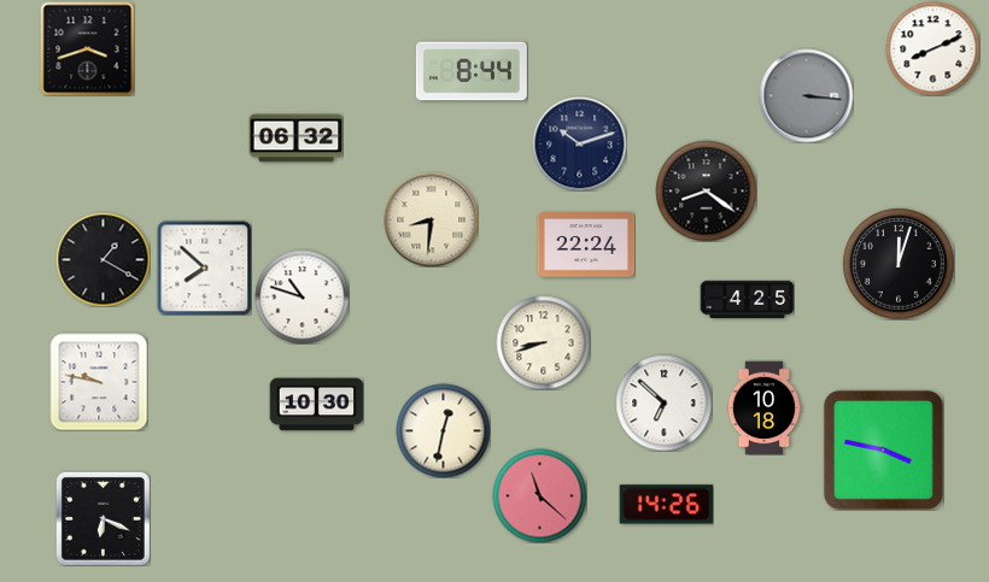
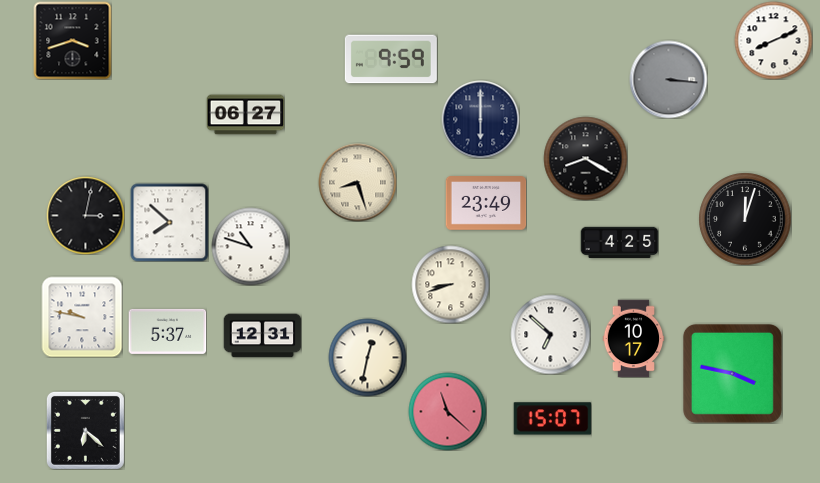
clock at (472, 71): 8:44 -> 9:59
clock at (295, 139): 06:32 -> 06:27
clock at (579, 143): 10:12 -> 6:00
clock at (706, 190): 8:21 -> 8:20
clock at (431, 219): 8:31 -> 8:27
clock at (586, 245): 22:24 -> 23:49
clock at (103, 259): 1:20 -> 3:02
clock at (747, 300) position: (747, 300) -> (619, 243)
clock at (167, 331): none -> 5:37
clock at (316, 405): 10:30 -> 12:31
clock at (765, 407): 10:18 -> 10:17
clock at (666, 505): 14:26 -> 15:07
clock at (103, 518): 6:19 -> 6:22
